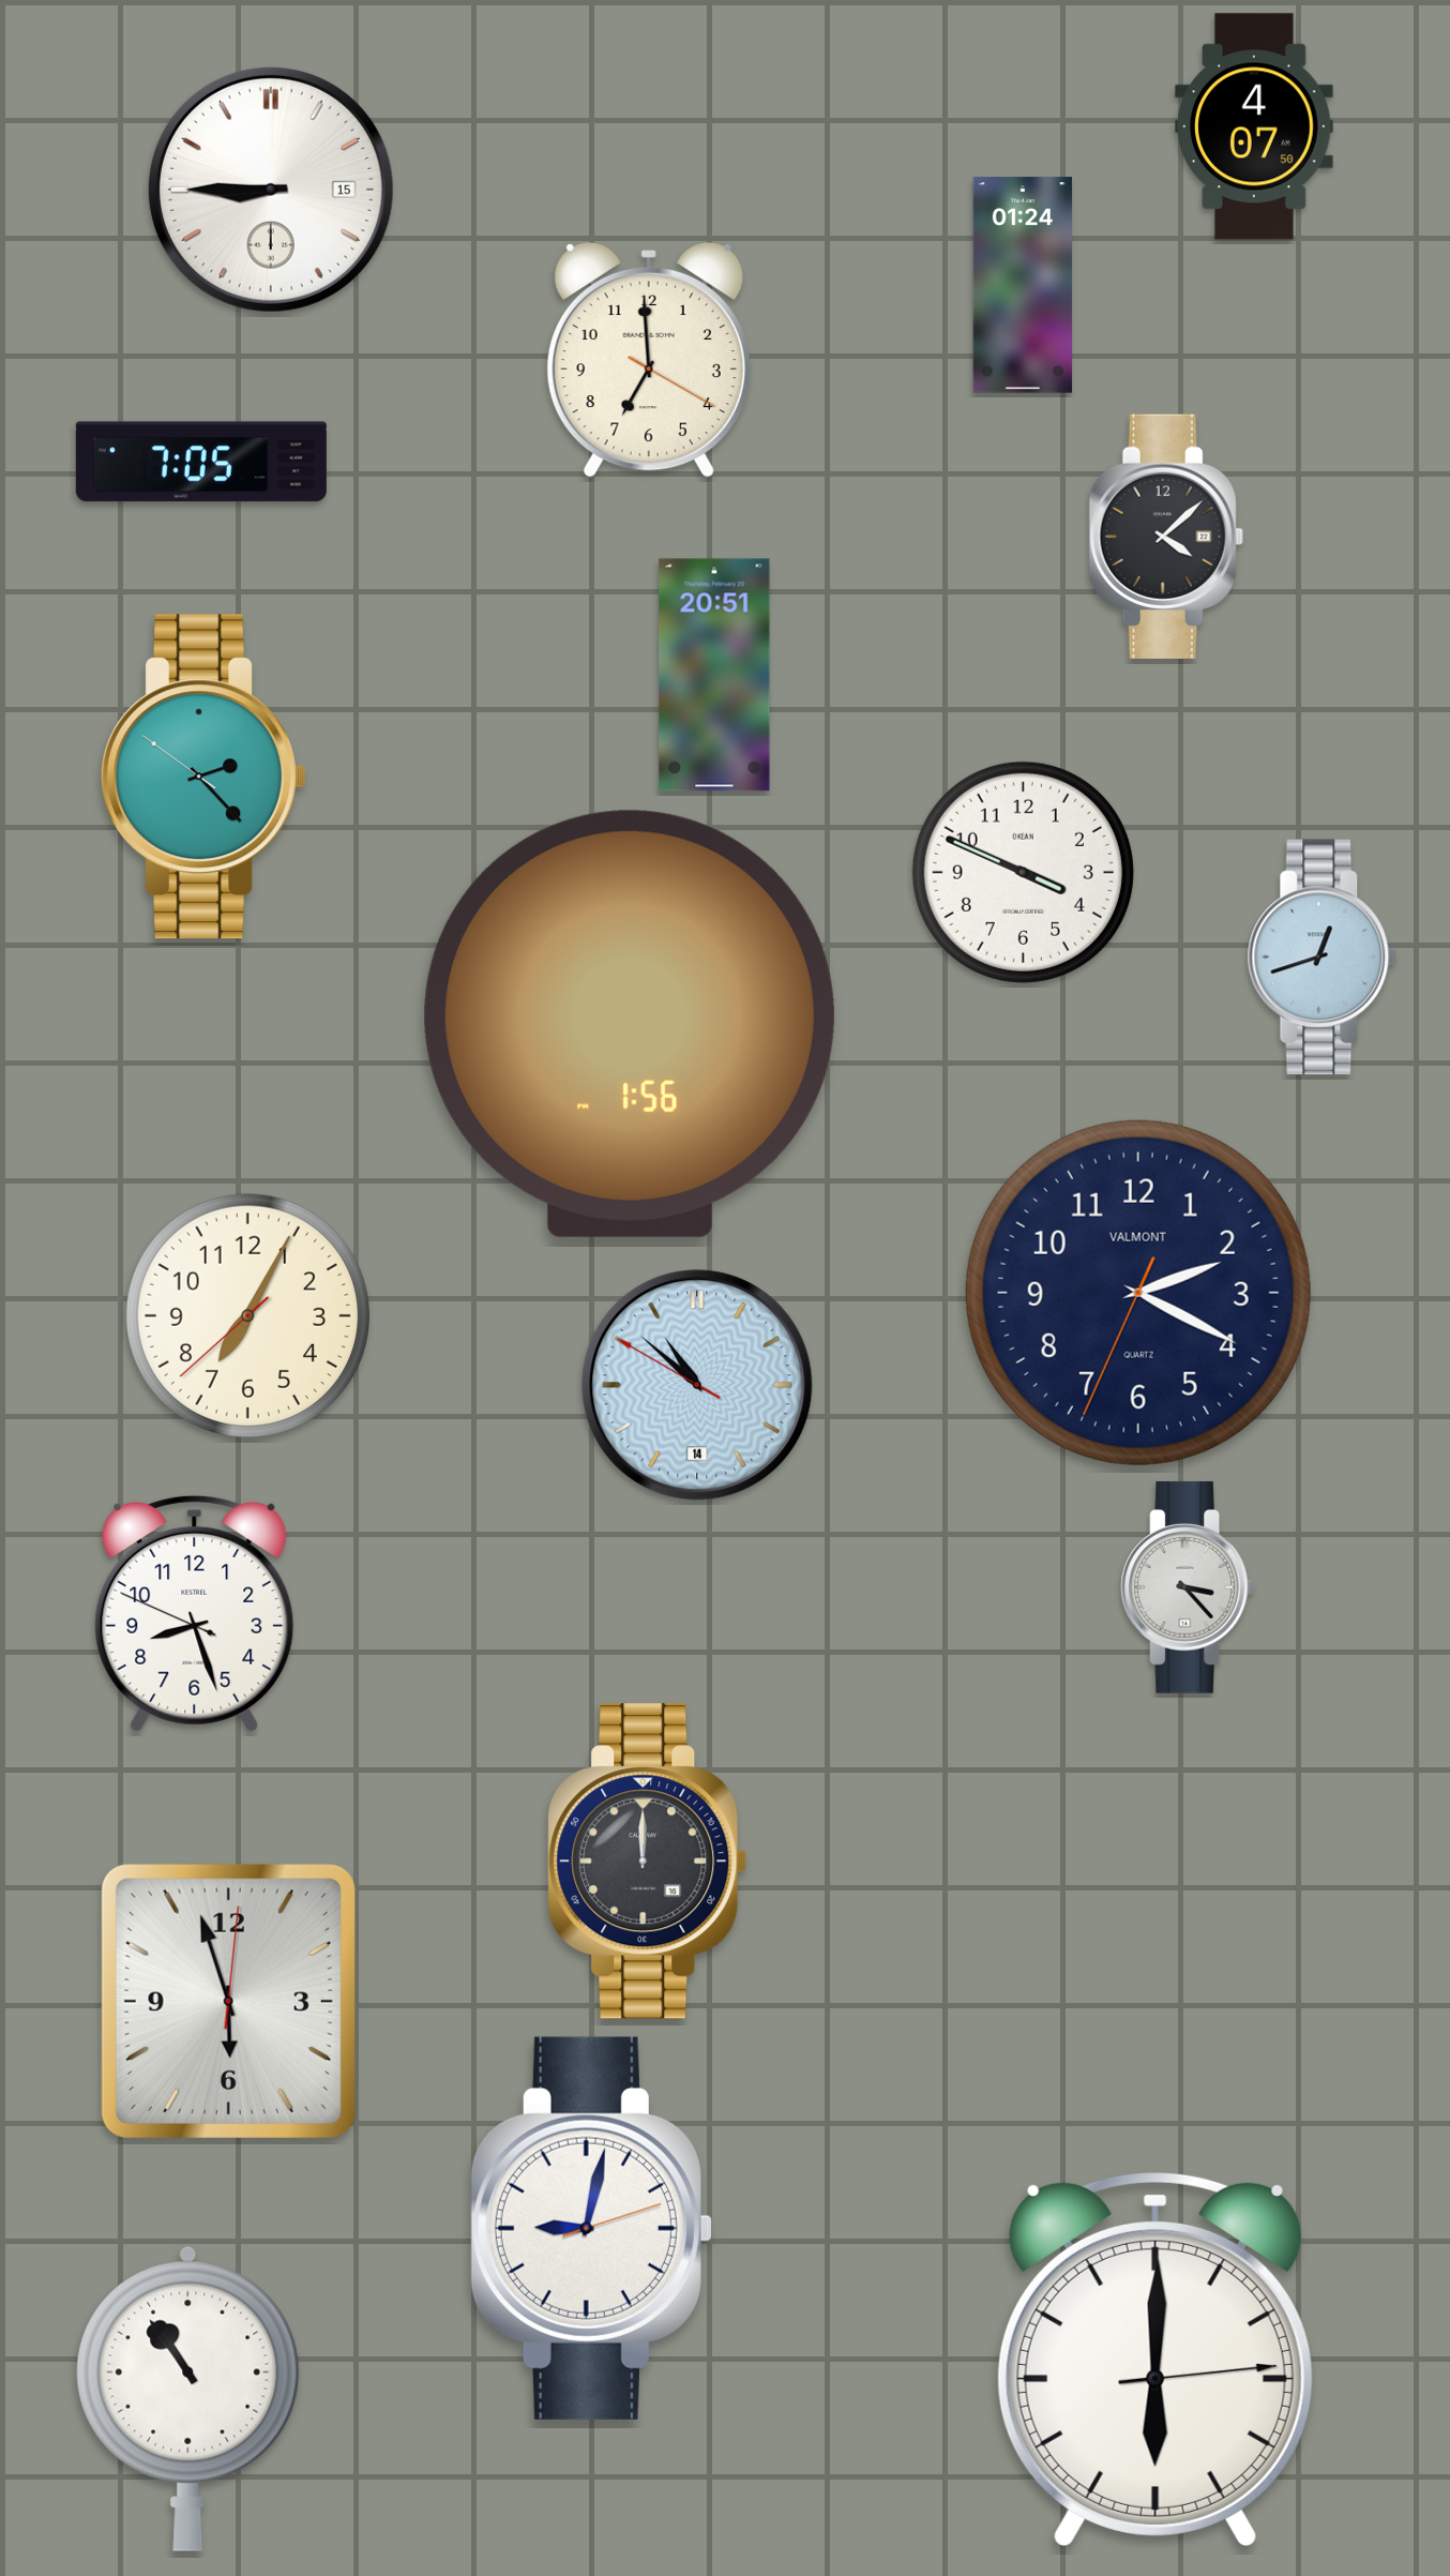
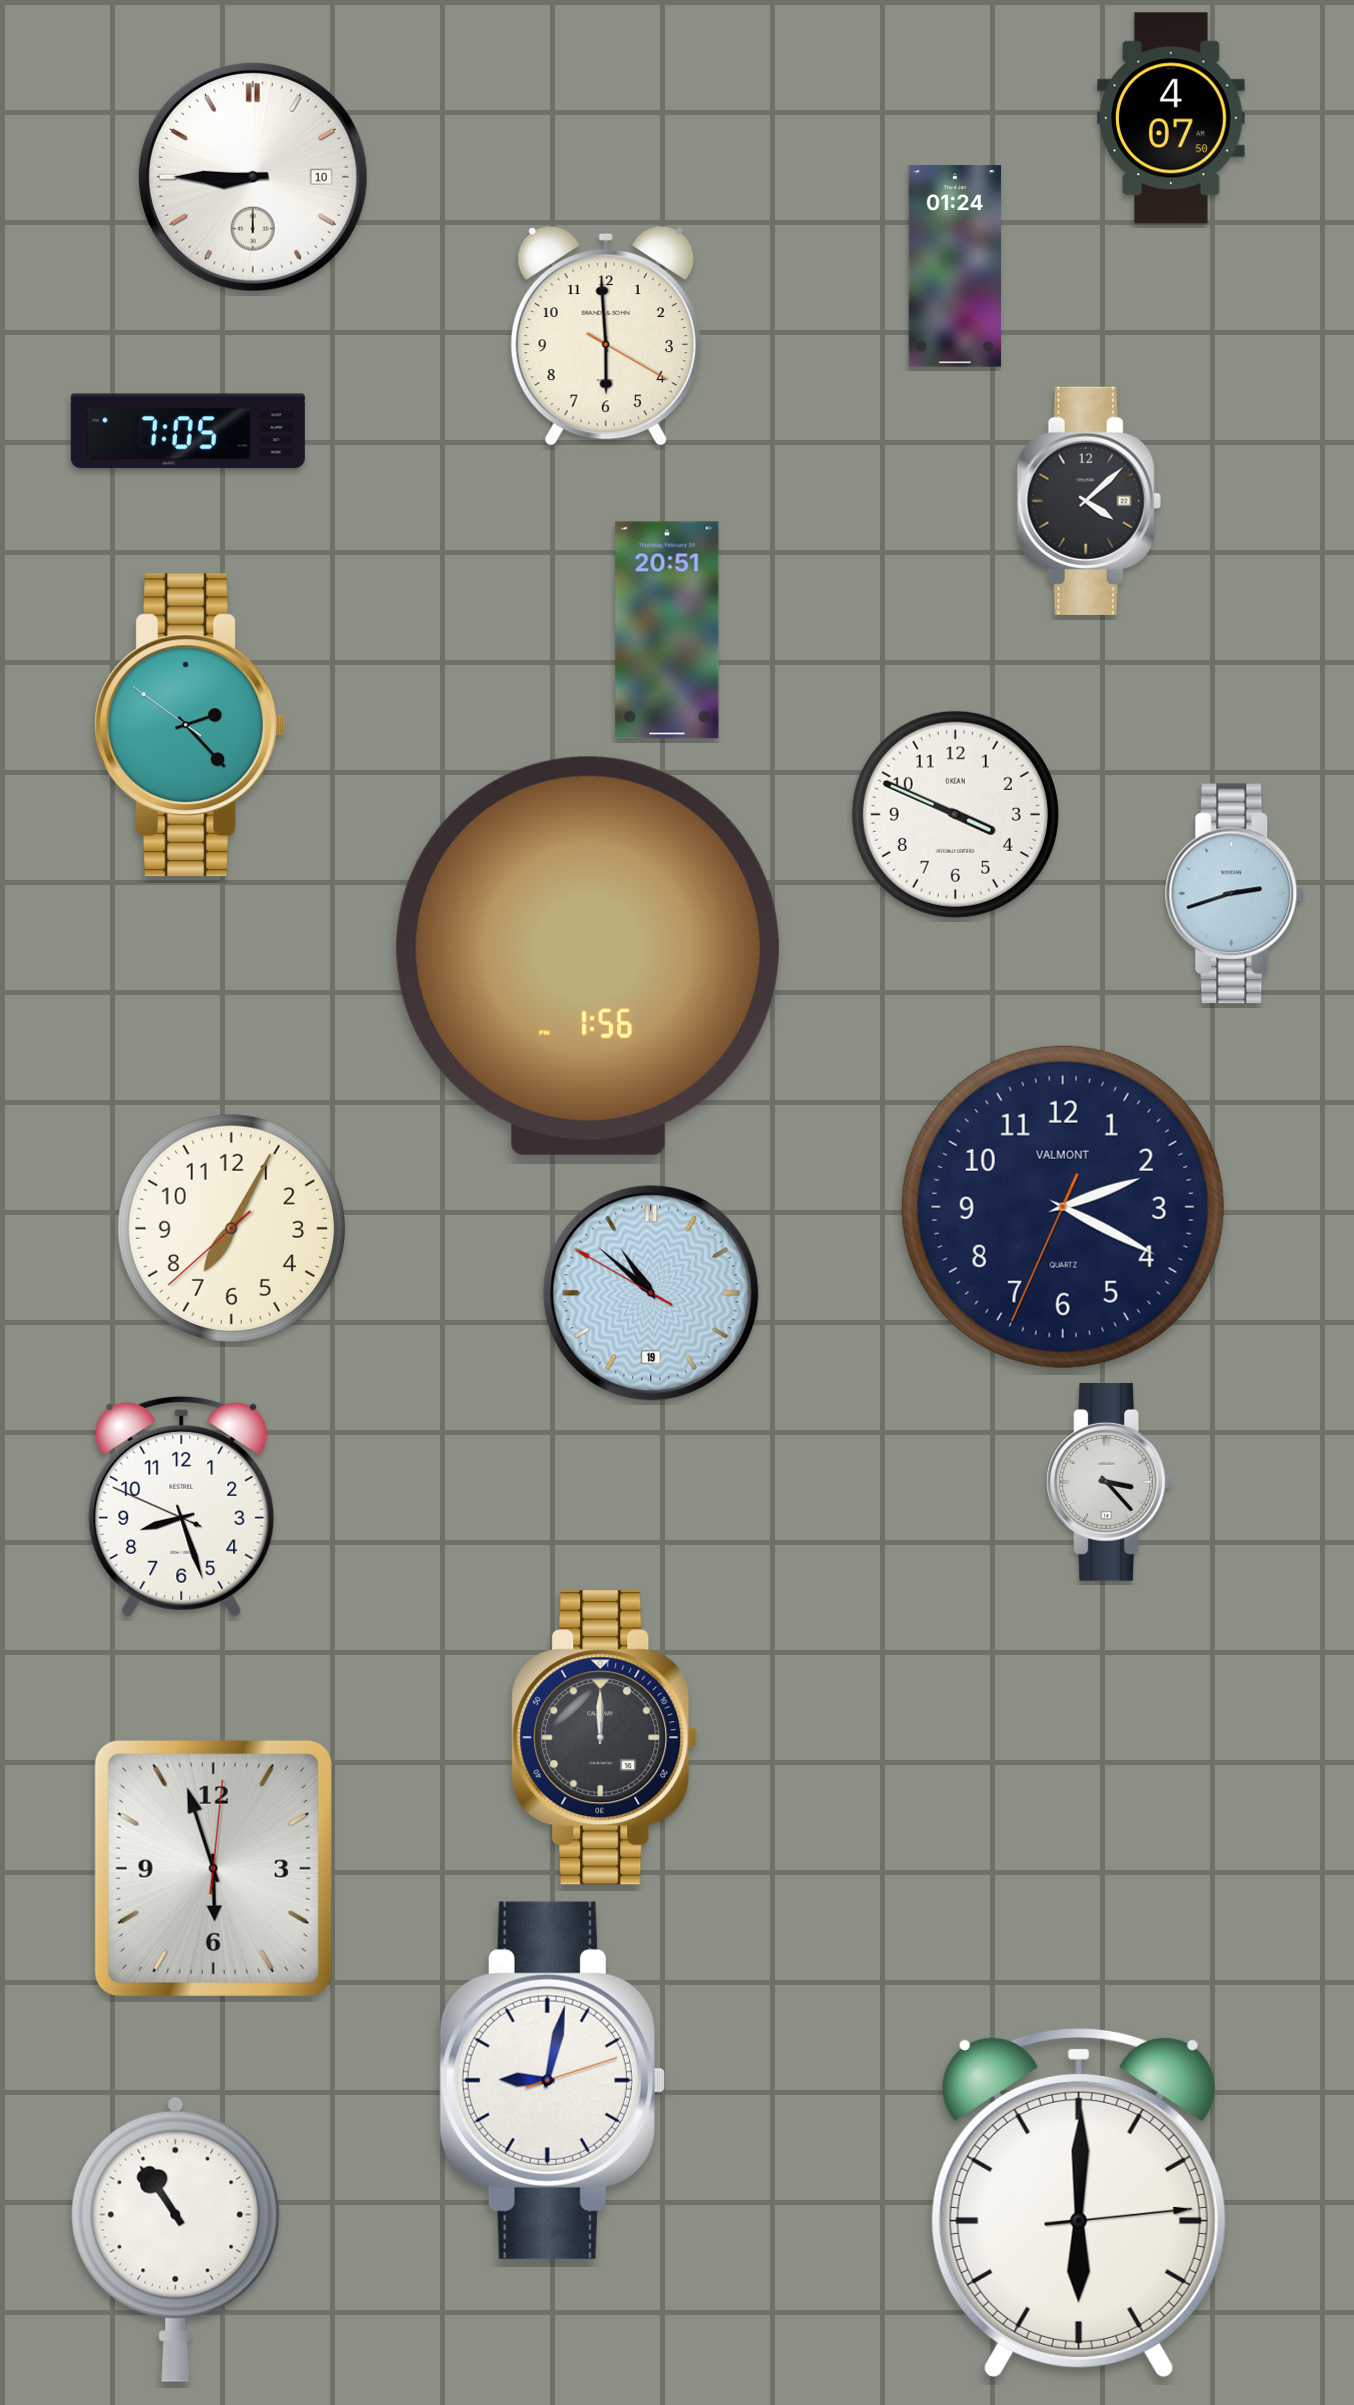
clock at (271, 190) date: 15 -> 10
clock at (649, 360): 6:59 -> 5:59
clock at (1323, 958): 12:42 -> 2:42
clock at (697, 1385) date: 14 -> 19
